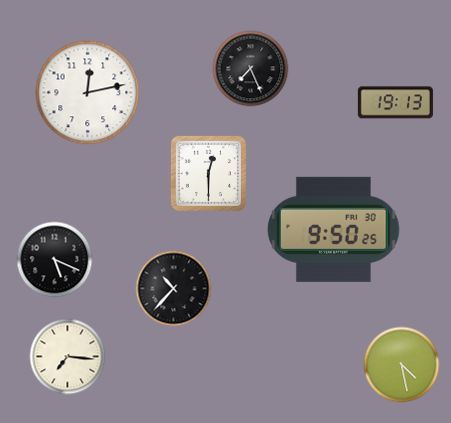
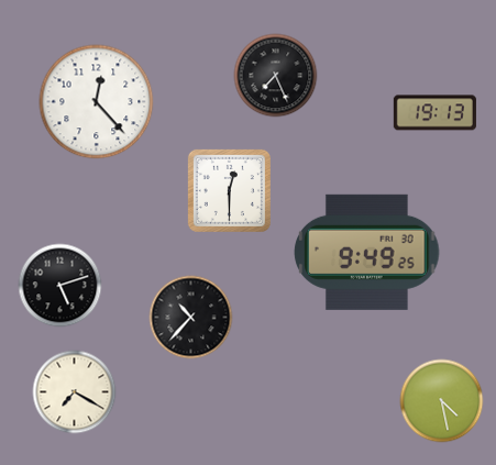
clock at (88, 93): 12:13 -> 12:23
clock at (334, 229): 9:50 -> 9:49
clock at (55, 260): 5:19 -> 5:12
clock at (68, 357): 7:16 -> 7:20
